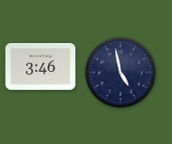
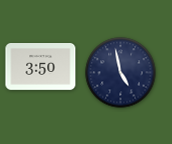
clock at (41, 67): 3:46 -> 3:50
